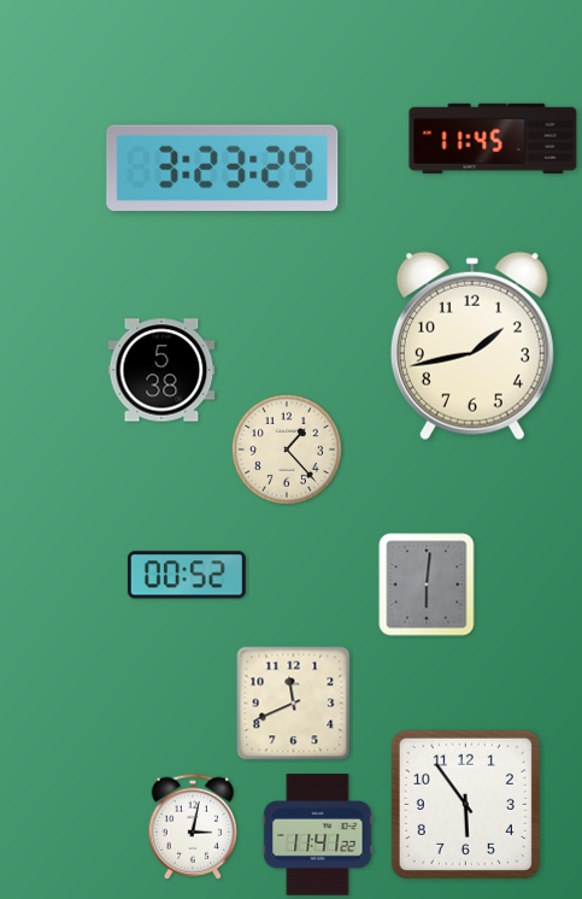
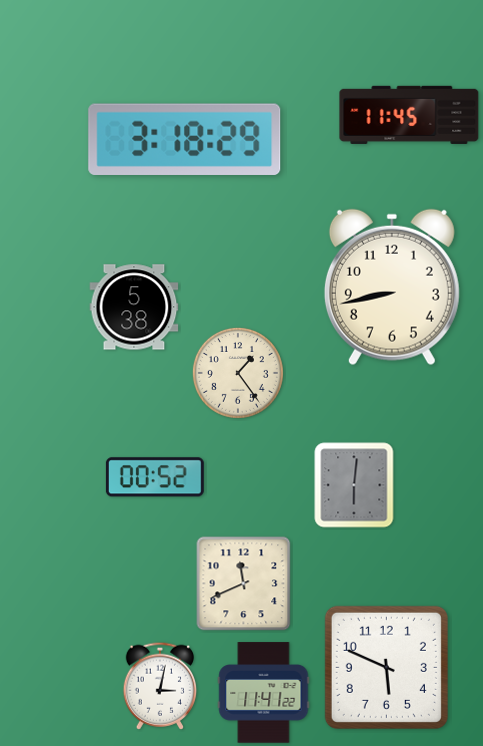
clock at (223, 168): 3:23 -> 3:18
clock at (472, 346): 1:43 -> 8:43
clock at (287, 449): 1:23 -> 1:24
clock at (465, 804): 5:54 -> 5:49
